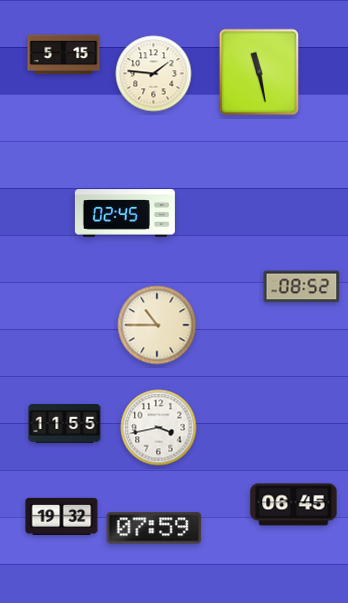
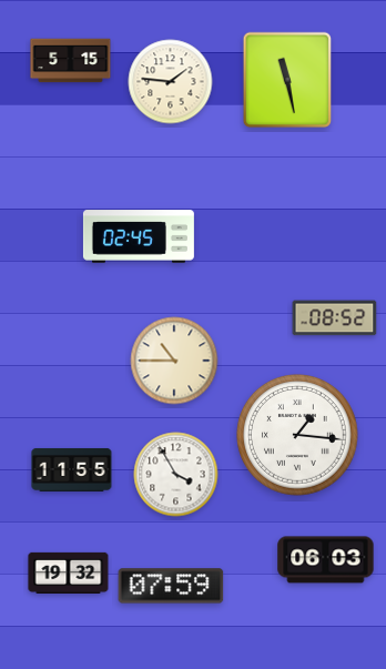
clock at (297, 435): none -> 1:16
clock at (159, 428): 3:43 -> 3:55
clock at (294, 505): 06:45 -> 06:03
